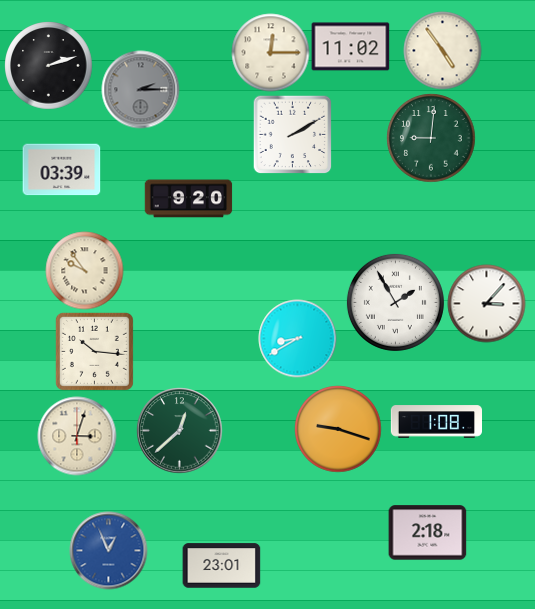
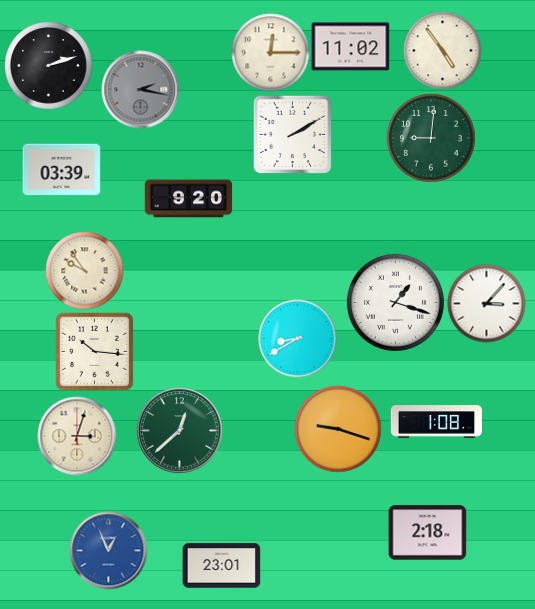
clock at (140, 89): 2:15 -> 2:17
clock at (395, 302): 1:55 -> 1:18
